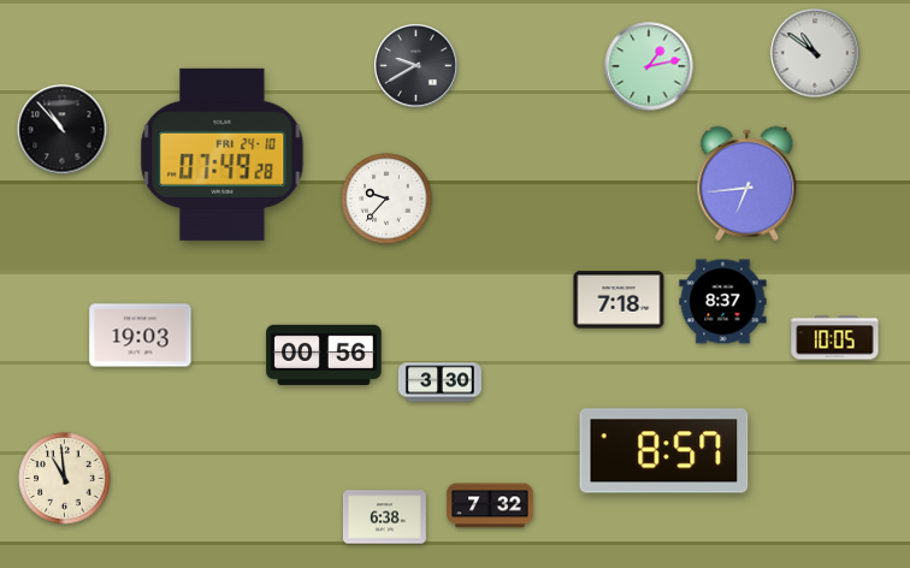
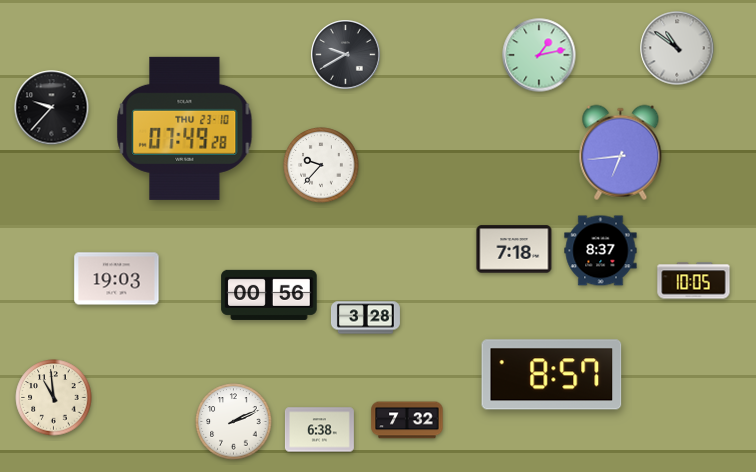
clock at (815, 53) position: (815, 53) -> (677, 48)
clock at (63, 130): 10:53 -> 9:37
clock at (223, 154) date: FRI 24-10 -> THU 23-10
clock at (439, 383): 3:30 -> 3:28
clock at (234, 422): none -> 2:11
